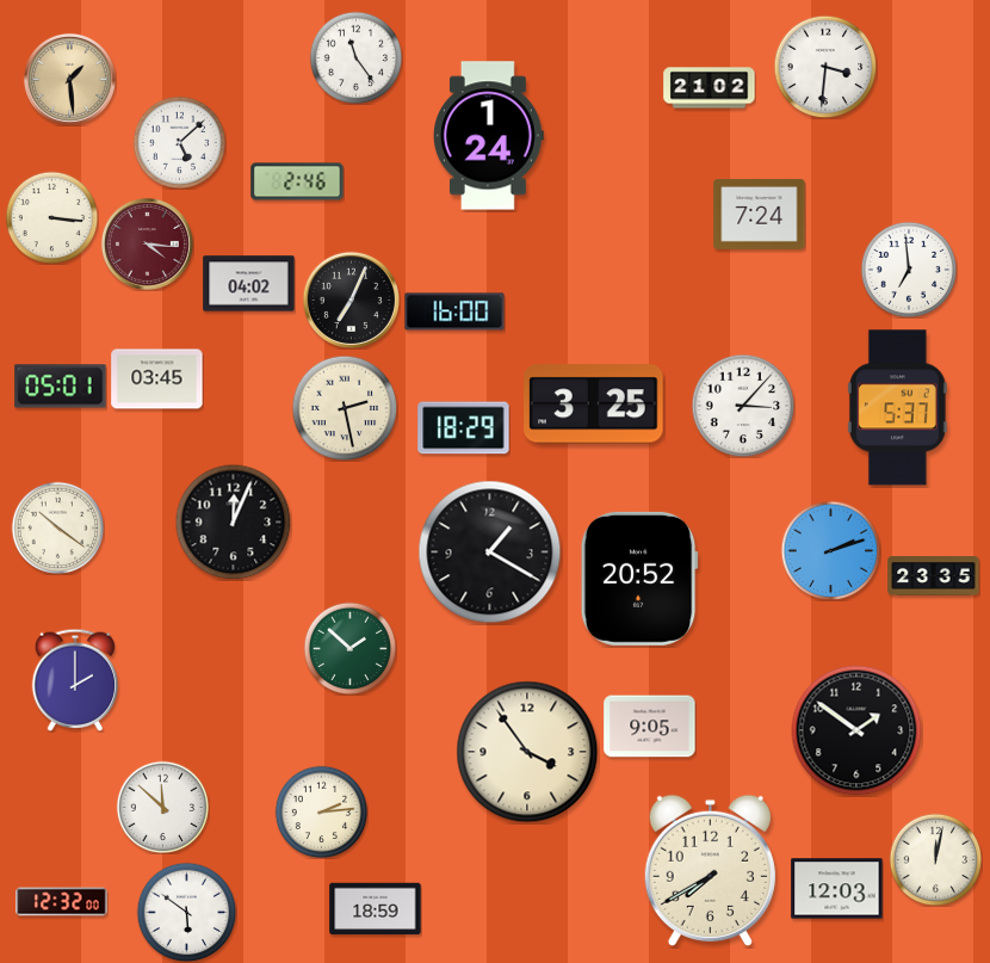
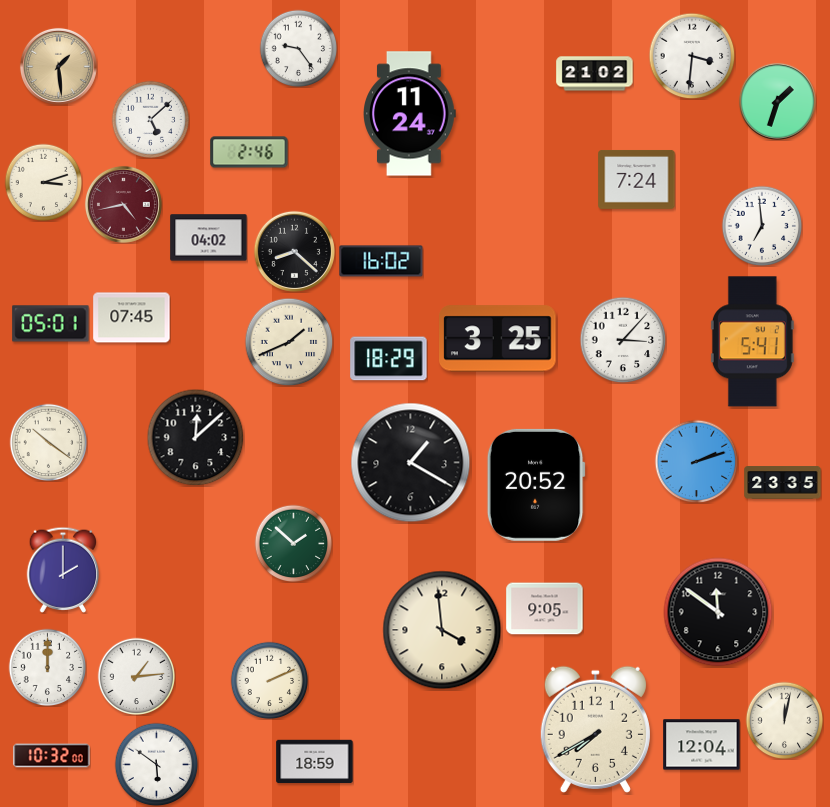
clock at (355, 57): 11:24 -> 9:24
clock at (777, 101): none -> 1:33
clock at (489, 136): 1:24 -> 11:24
clock at (51, 217): 3:16 -> 3:12
clock at (147, 243): 4:16 -> 4:43
clock at (351, 300): 7:04 -> 8:22
clock at (454, 311): 16:00 -> 16:02
clock at (157, 379): 03:45 -> 07:45
clock at (345, 408): 2:28 -> 1:41
clock at (897, 408): 5:37 -> 5:41
clock at (233, 521): 12:04 -> 12:08
clock at (856, 730): 1:51 -> 11:51
clock at (527, 752): 3:54 -> 3:59
clock at (47, 667): none -> 12:00
clock at (162, 807): 11:52 -> 1:14
clock at (321, 811): 2:14 -> 2:11
clock at (837, 889): 12:03 -> 12:04
clock at (62, 902): 12:32 -> 10:32
